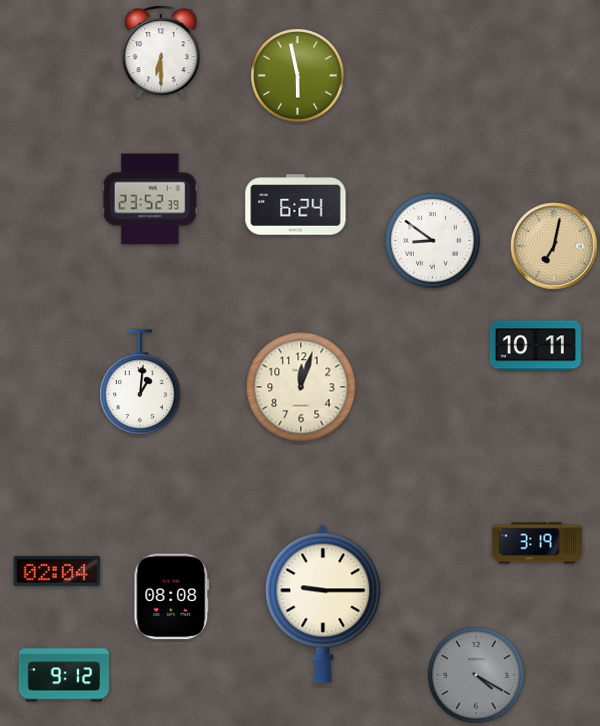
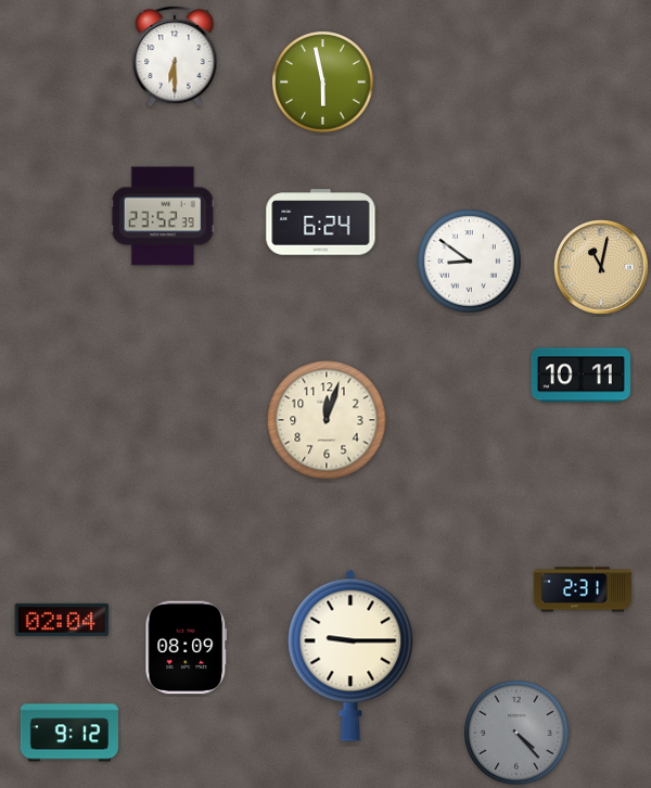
clock at (554, 246): 7:02 -> 11:02
clock at (140, 382): 1:01 -> none
clock at (537, 543): 3:19 -> 2:31
clock at (172, 597): 08:08 -> 08:09
clock at (476, 675): 4:20 -> 4:23
